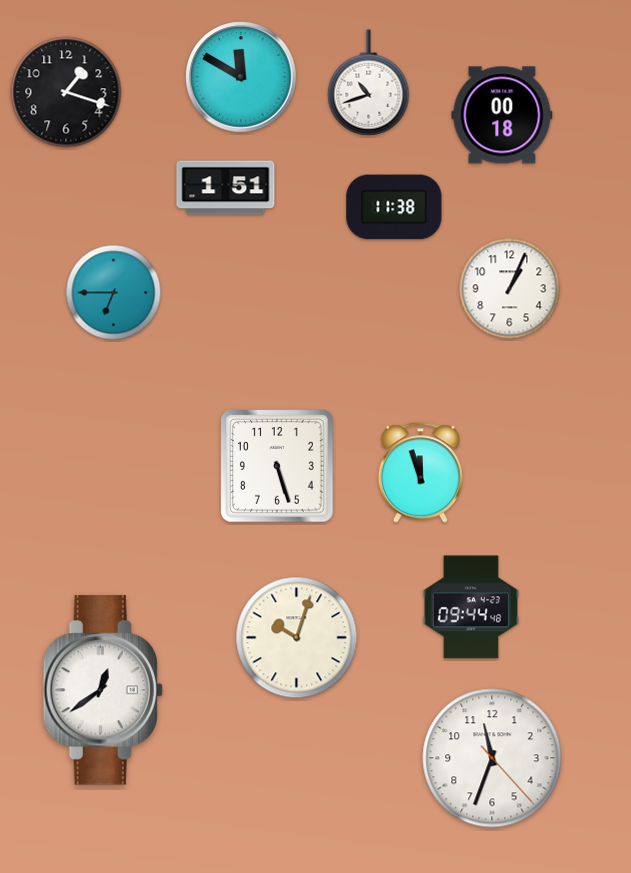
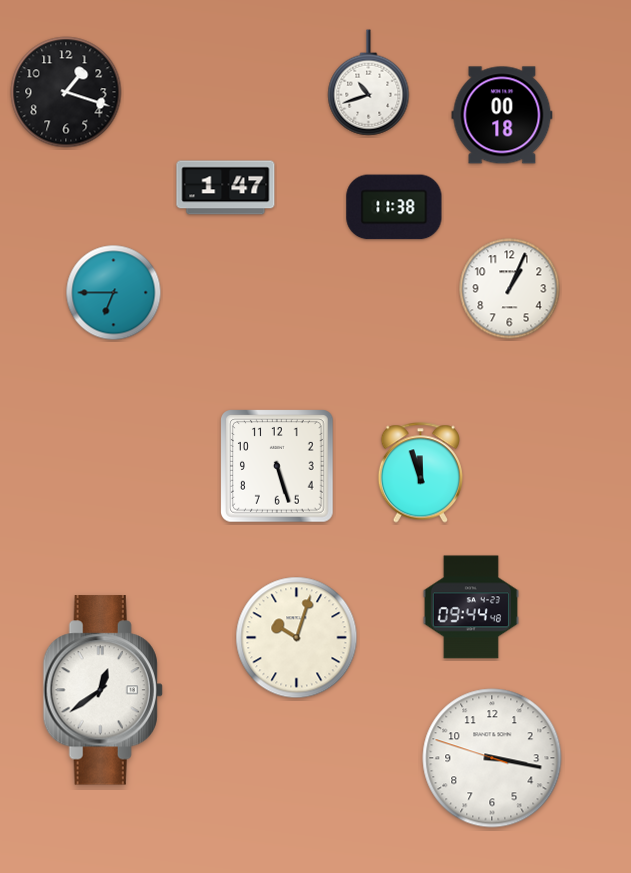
clock at (241, 77): 11:50 -> none
clock at (226, 188): 1:51 -> 1:47
clock at (492, 758): 11:33 -> 3:16
